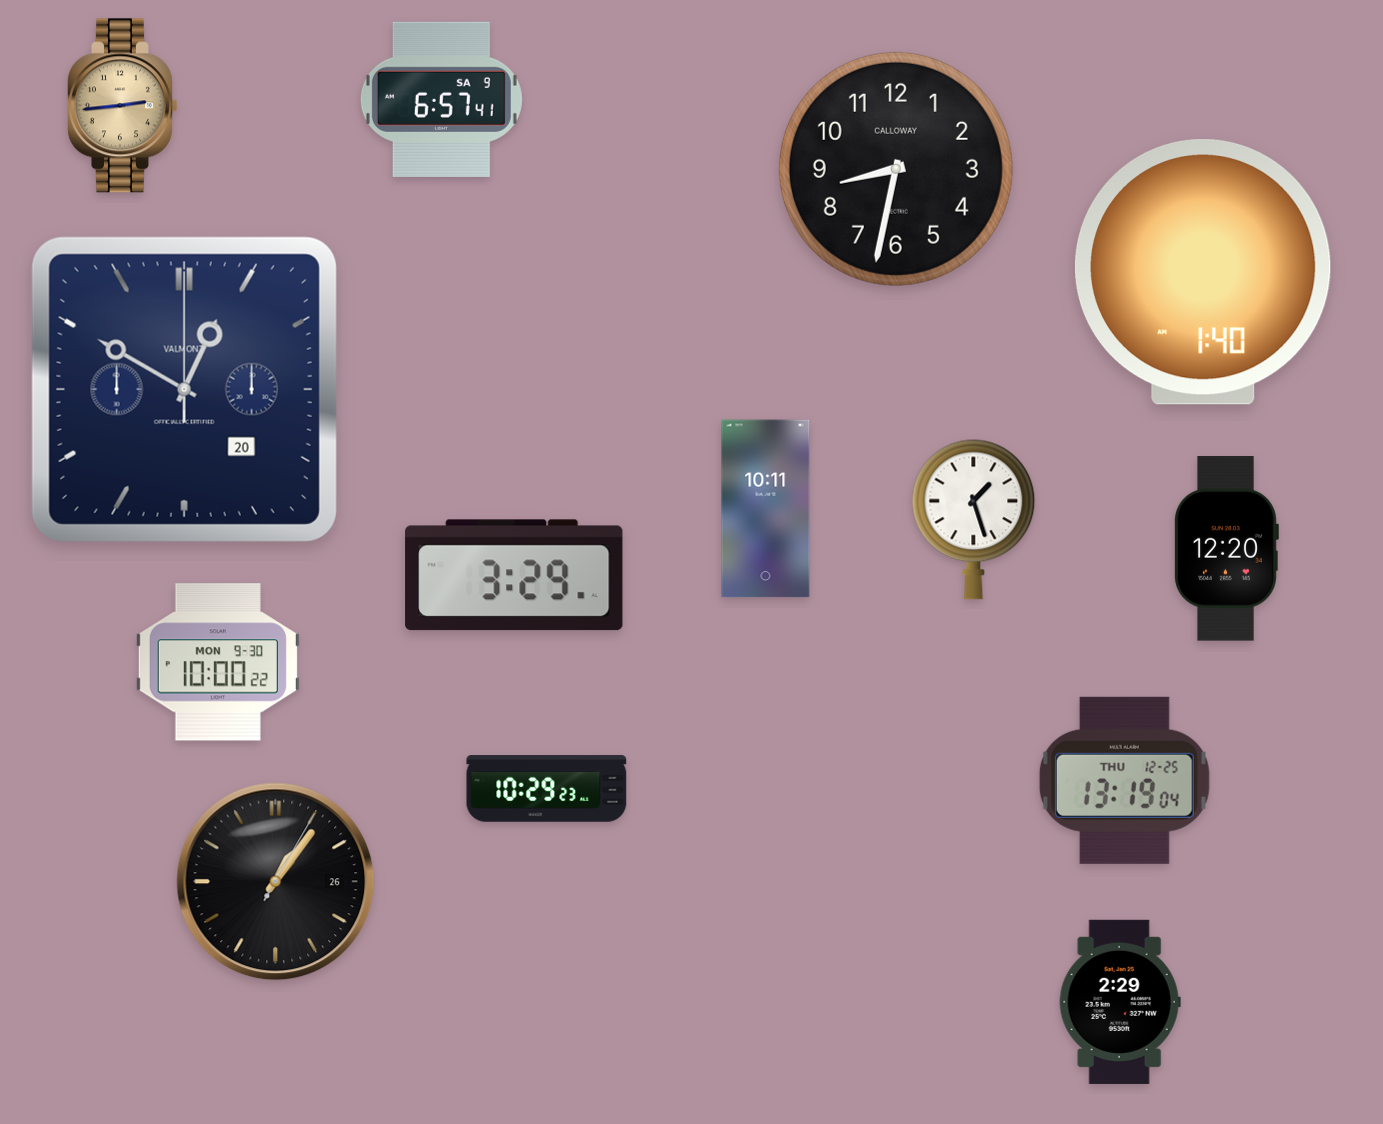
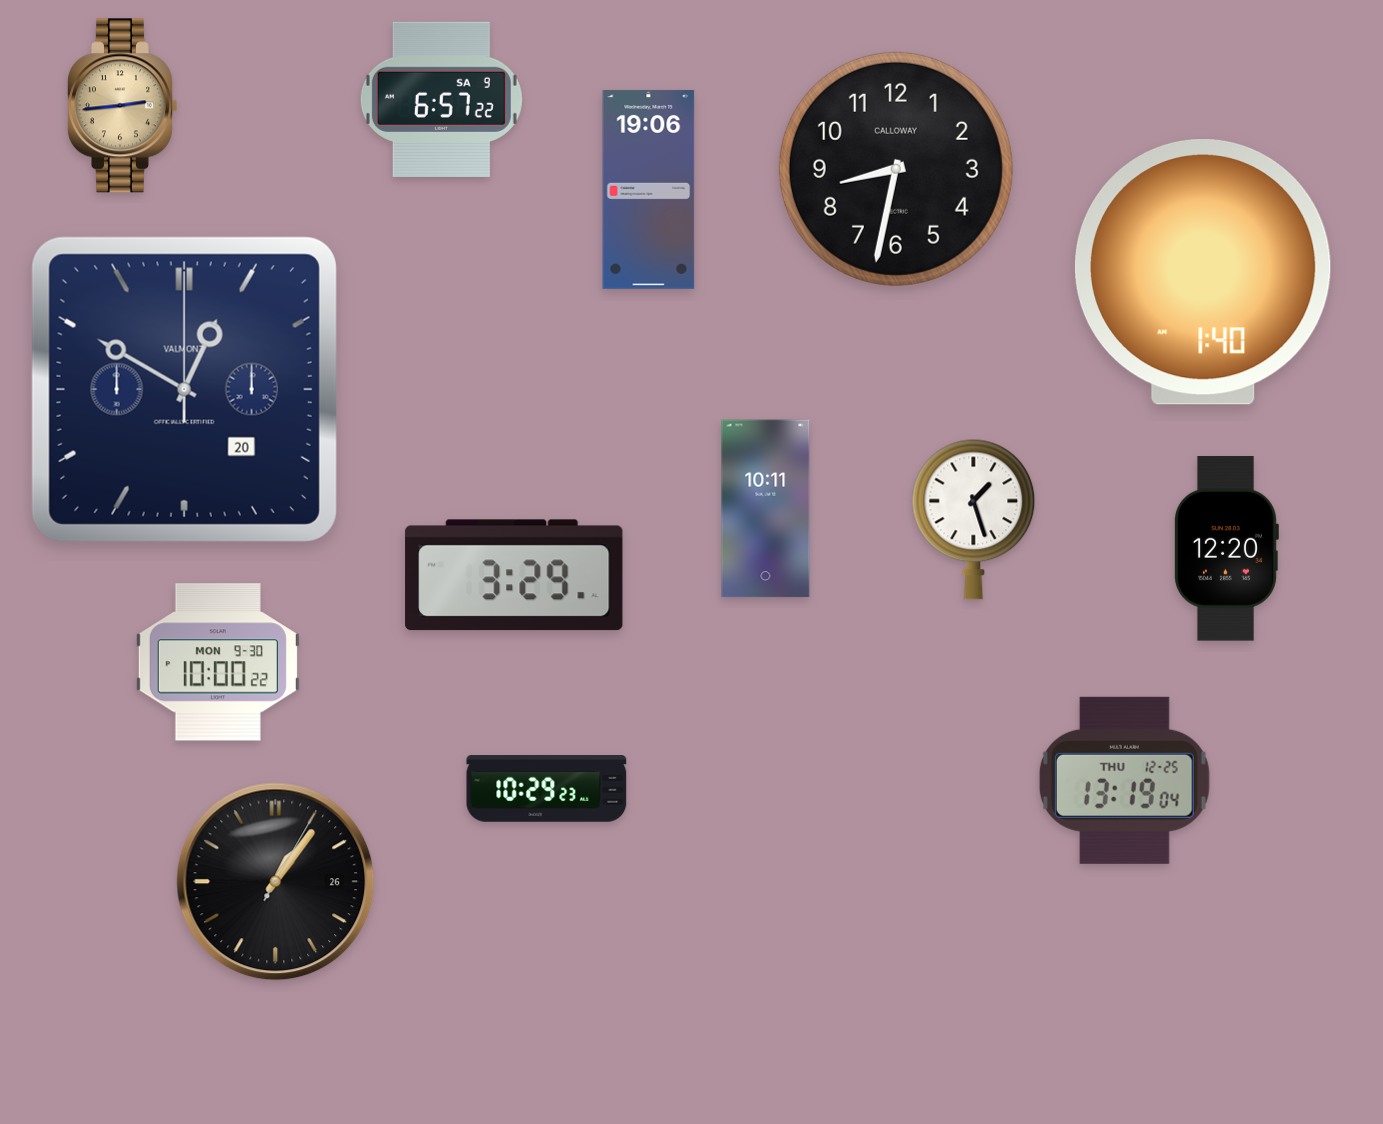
clock at (441, 99): 6:57:41 -> 6:57:22
clock at (649, 189): none -> 19:06
clock at (1120, 1002): 2:29 -> none
